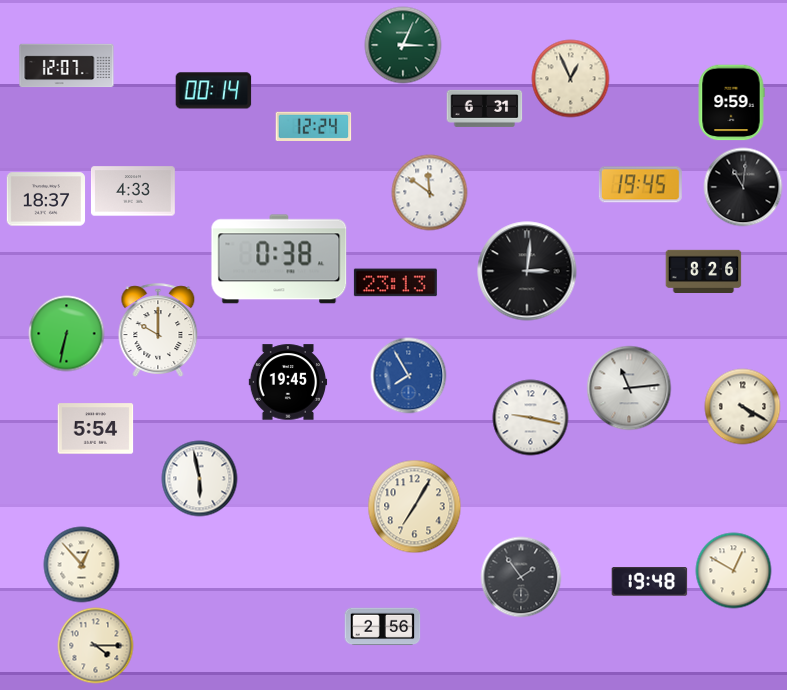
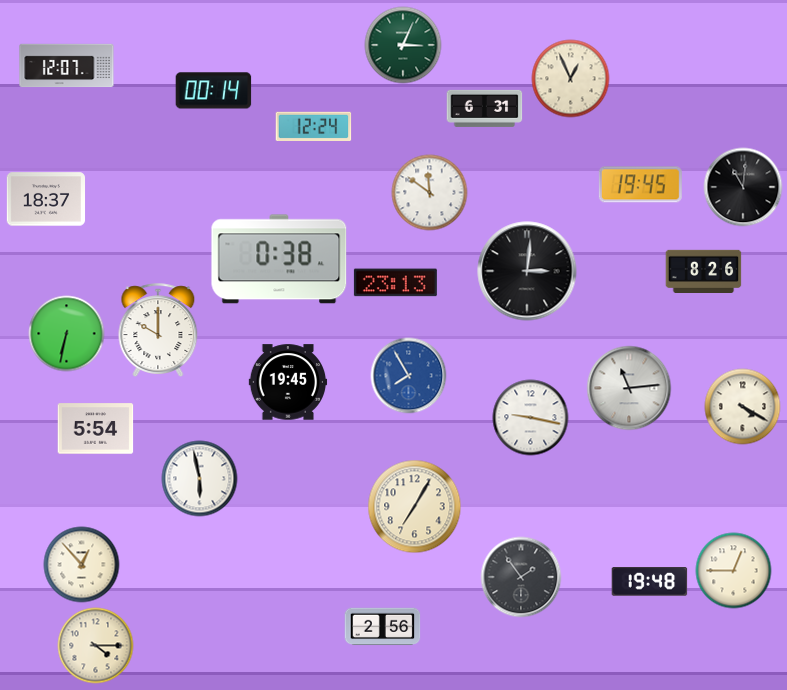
clock at (731, 103): 9:59 -> none
clock at (133, 191): 4:33 -> none
clock at (734, 571): 12:50 -> 12:45
